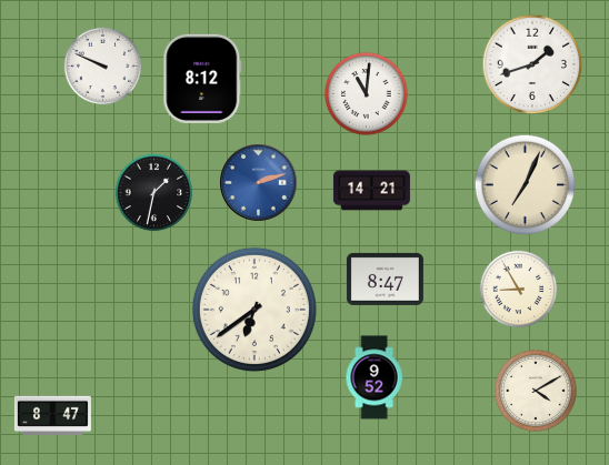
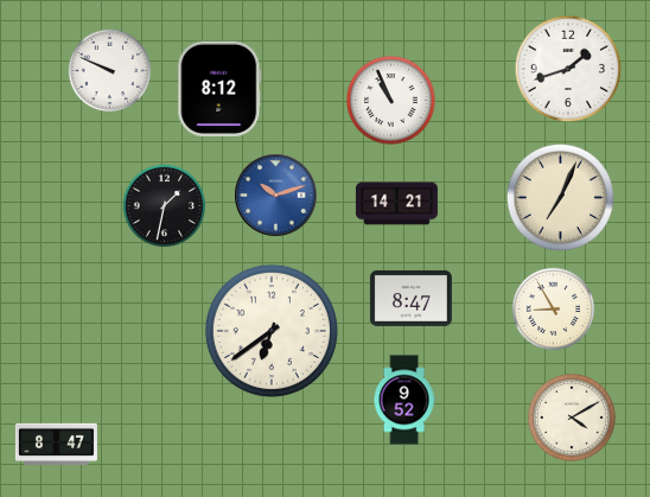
clock at (202, 79) position: (202, 79) -> (219, 89)
clock at (367, 94): 11:01 -> 10:56
clock at (259, 183): 2:12 -> 10:12
clock at (375, 377) position: (375, 377) -> (404, 400)
